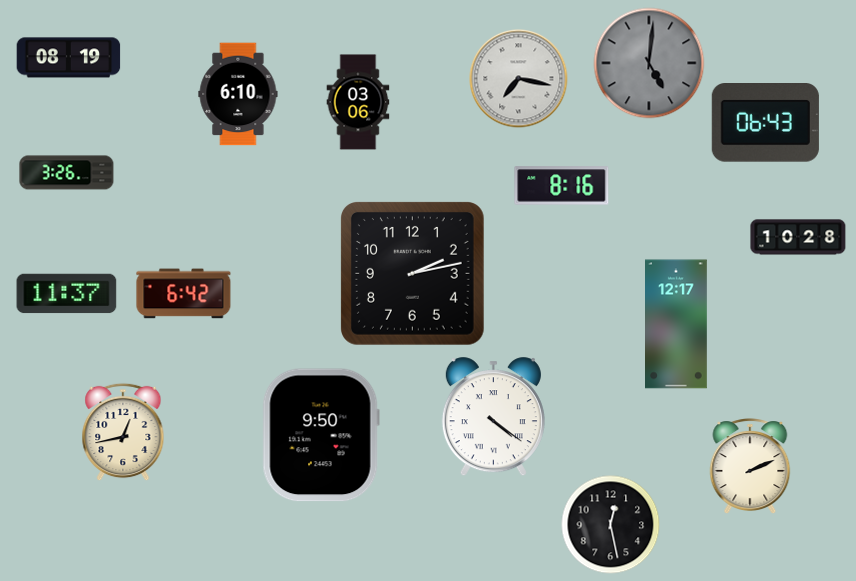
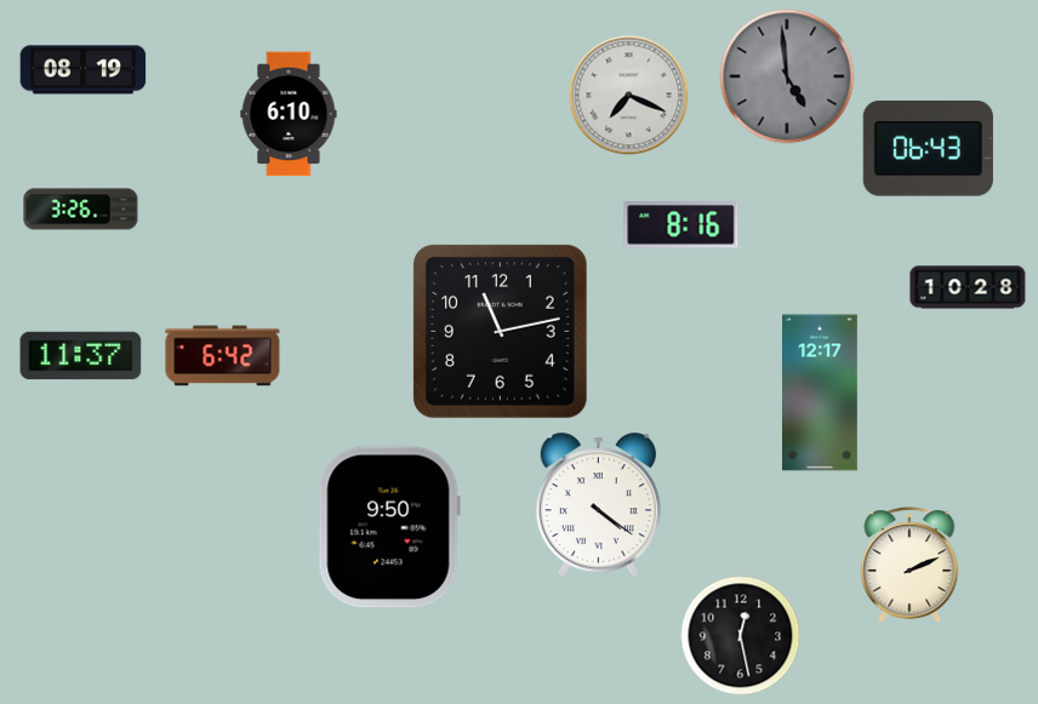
clock at (649, 63): 5:01 -> 4:59
clock at (519, 79): 7:17 -> 7:19
clock at (358, 102): 03:06 -> none
clock at (413, 274): 2:13 -> 11:13
clock at (123, 432): 12:43 -> none
